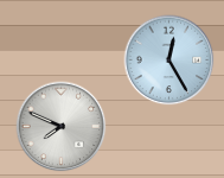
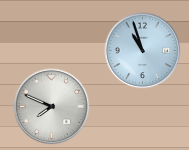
clock at (169, 61): 12:25 -> 10:57
